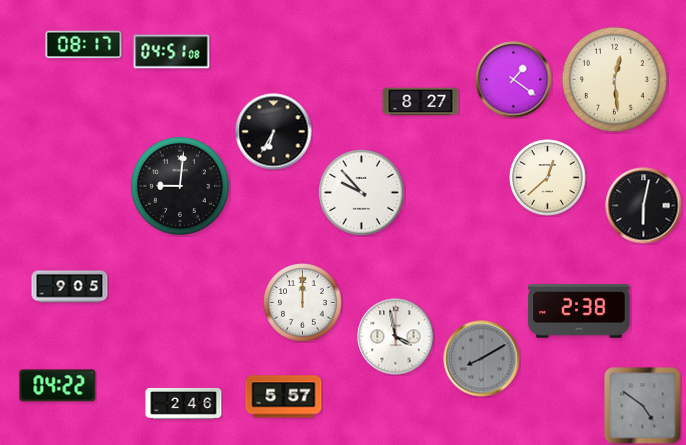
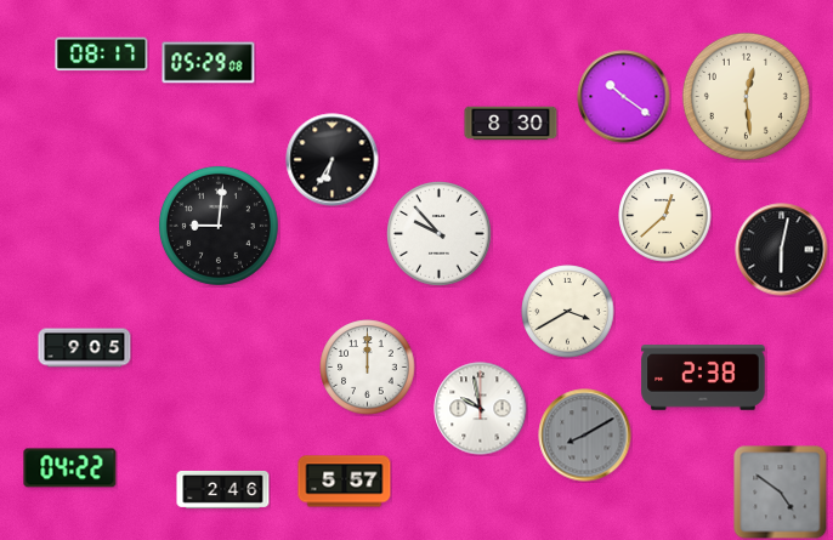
clock at (172, 52): 04:51 -> 05:29
clock at (514, 80): 1:21 -> 10:21
clock at (421, 102): 8:27 -> 8:30
clock at (568, 312): none -> 3:40
clock at (396, 337): 3:58 -> 9:58
